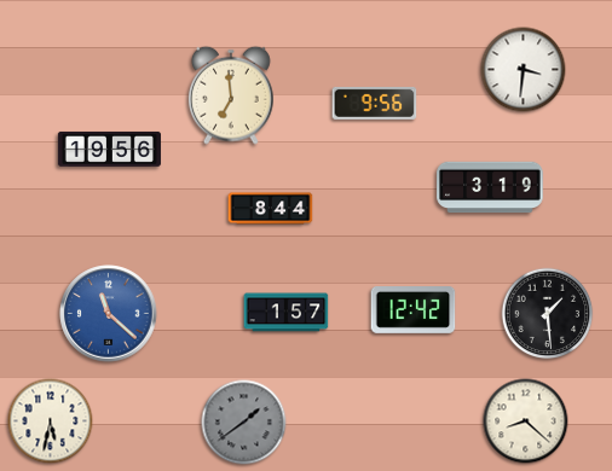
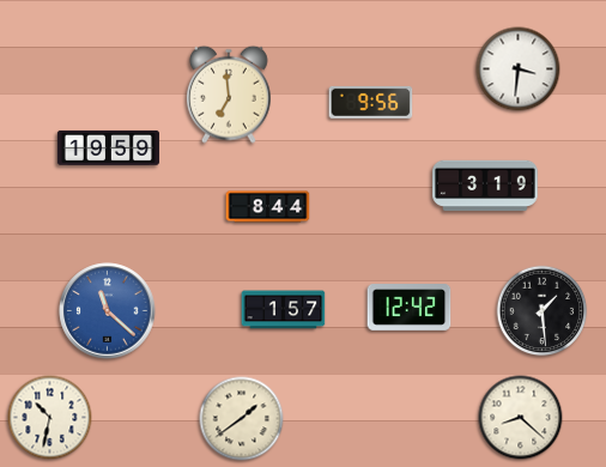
clock at (109, 149): 19:56 -> 19:59
clock at (51, 421): 5:32 -> 10:32
clock at (244, 423) dial: grey -> cream
